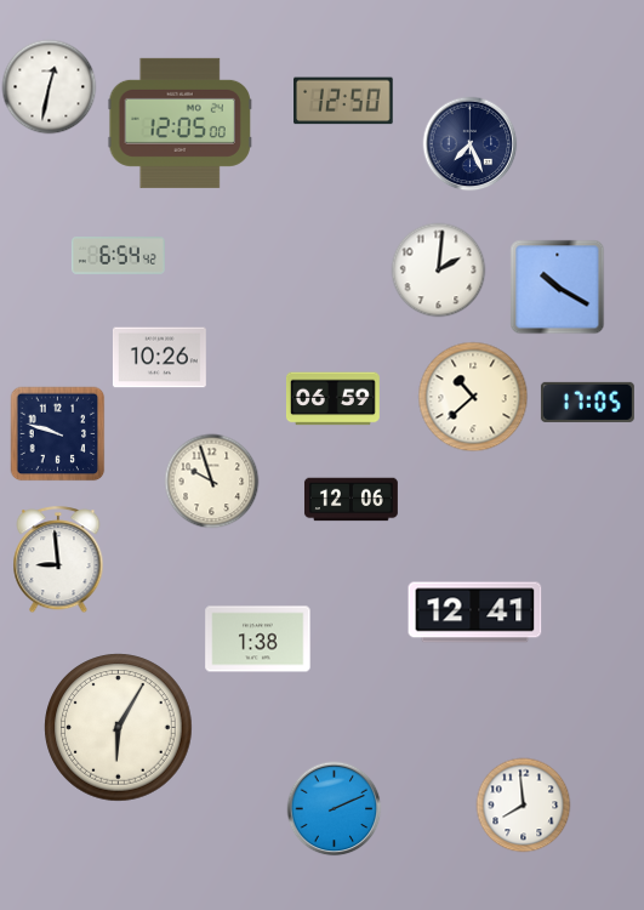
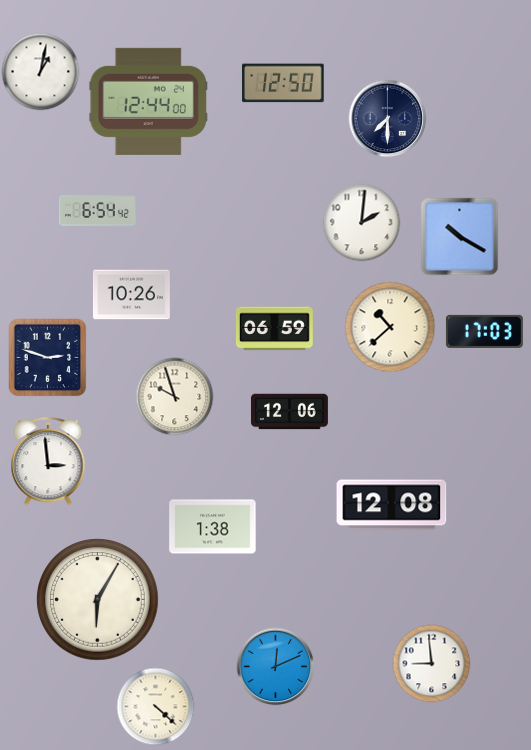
clock at (49, 86): 12:32 -> 1:02
clock at (179, 123): 12:05 -> 12:44
clock at (469, 143): 7:26 -> 7:30
clock at (587, 402): 17:05 -> 17:03
clock at (57, 433): 9:48 -> 2:48
clock at (58, 559): 8:59 -> 2:59
clock at (475, 613): 12:41 -> 12:08
clock at (523, 804): 7:59 -> 8:59
clock at (334, 808): 2:11 -> 12:11
clock at (155, 706): none -> 4:22
